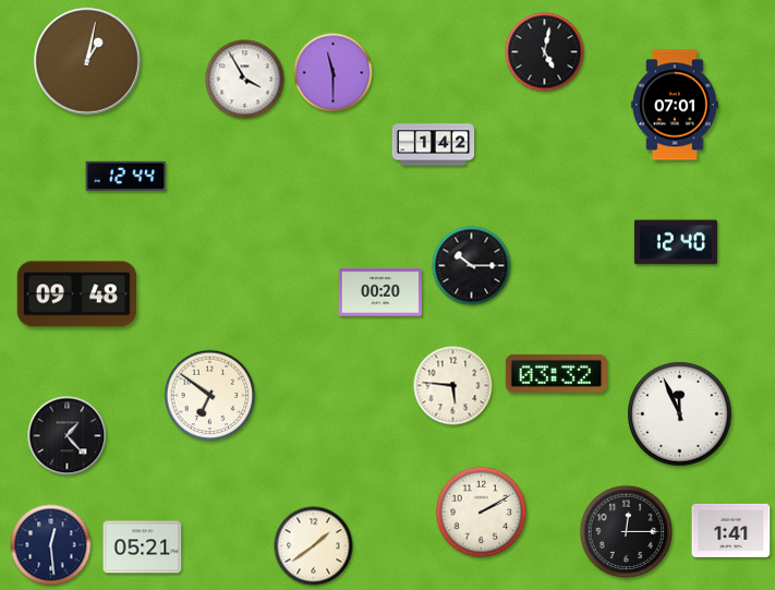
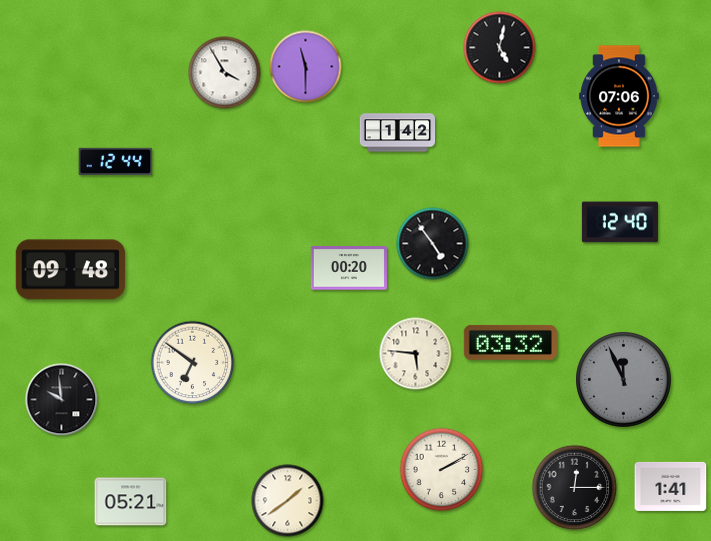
clock at (87, 61): 1:02 -> none
clock at (675, 105): 07:01 -> 07:06
clock at (472, 266): 10:15 -> 4:54
clock at (680, 414) dial: white -> grey
clock at (68, 436): 1:23 -> 9:59
clock at (51, 545): 12:29 -> none
